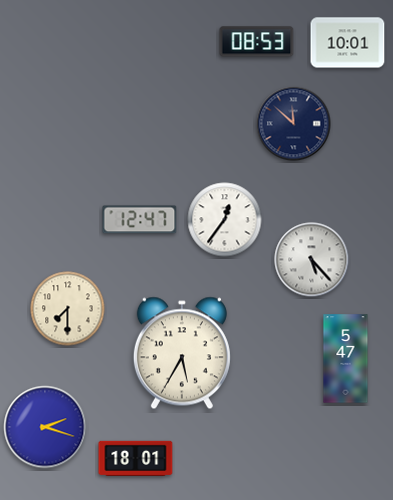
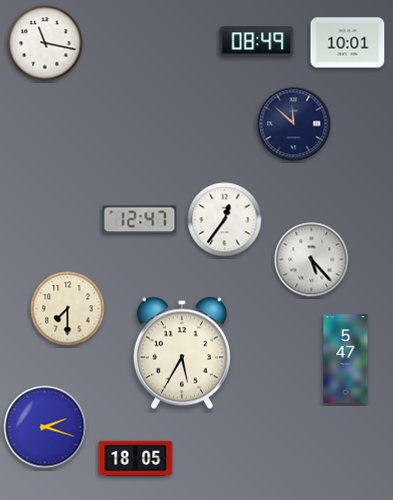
clock at (257, 42): 08:53 -> 08:49
clock at (45, 43): none -> 11:17
clock at (136, 458): 18:01 -> 18:05
